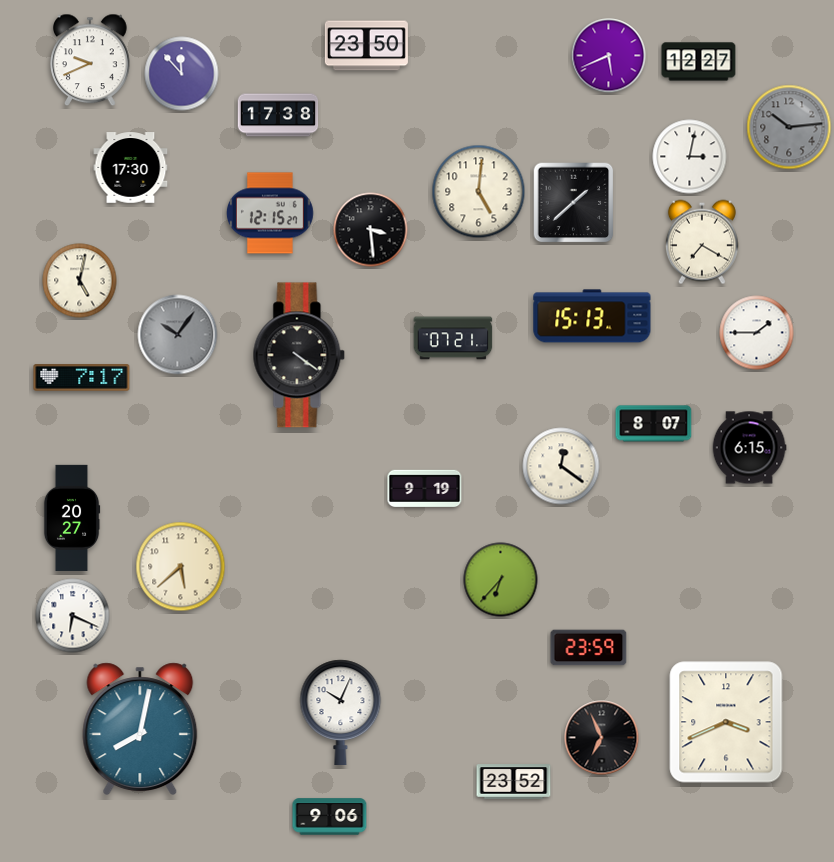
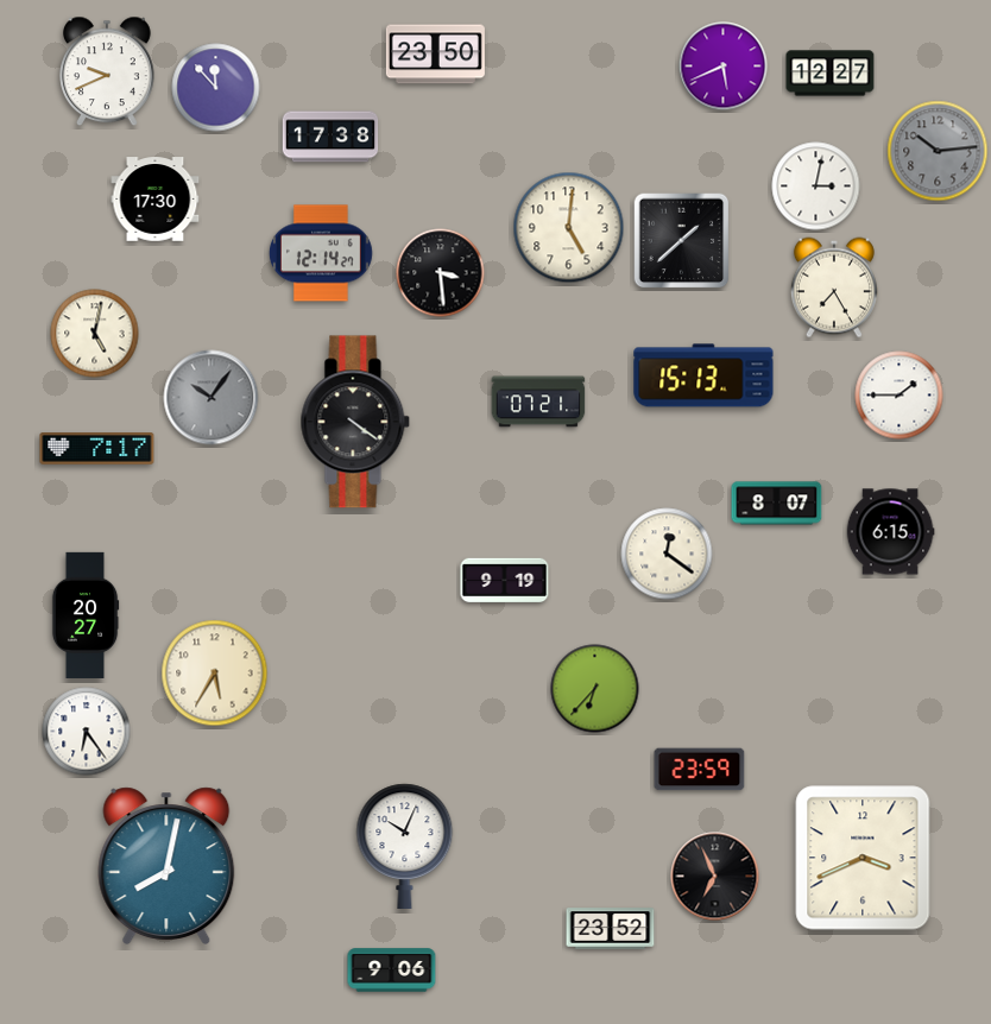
clock at (690, 157) position: (690, 157) -> (816, 187)
clock at (270, 213): 12:15 -> 12:14
clock at (702, 242): 7:20 -> 7:25
clock at (181, 567): 5:38 -> 5:35
clock at (73, 616): 6:19 -> 6:24
